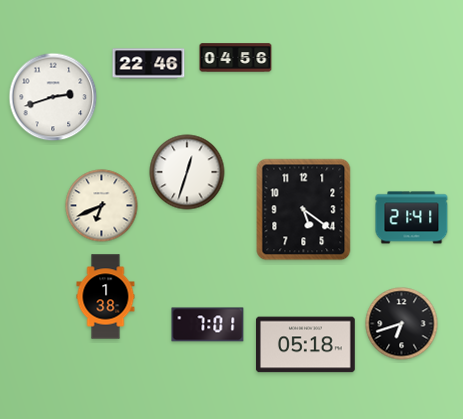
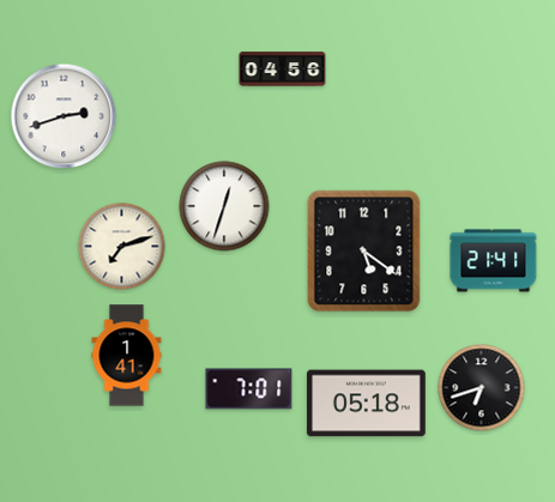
clock at (149, 64): 22:46 -> none
clock at (102, 206): 6:41 -> 7:12
clock at (106, 297): 1:38 -> 1:41
clock at (305, 345) position: (305, 345) -> (366, 404)
